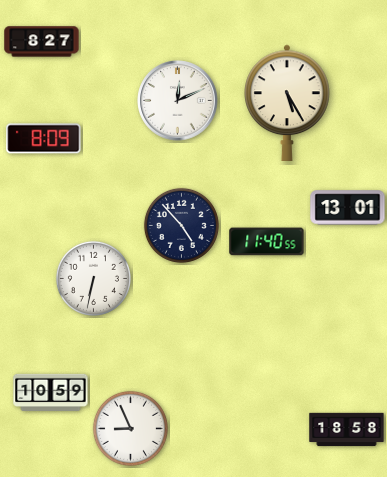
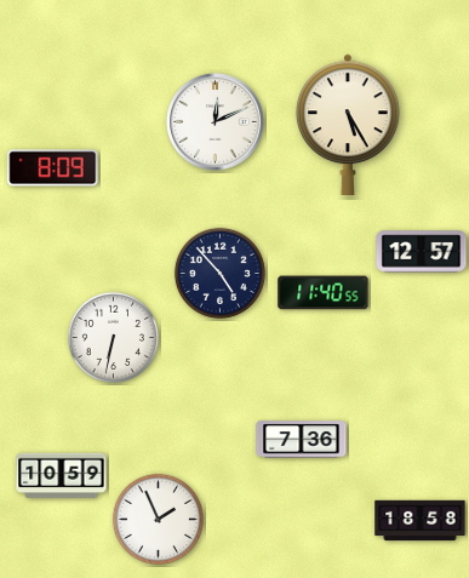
clock at (42, 42): 8:27 -> none
clock at (348, 208): 13:01 -> 12:57
clock at (302, 440): none -> 7:36
clock at (130, 428): 8:56 -> 1:56
